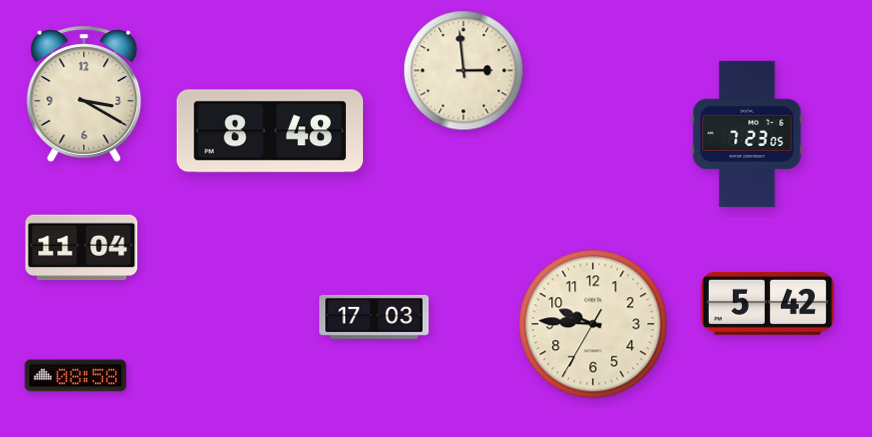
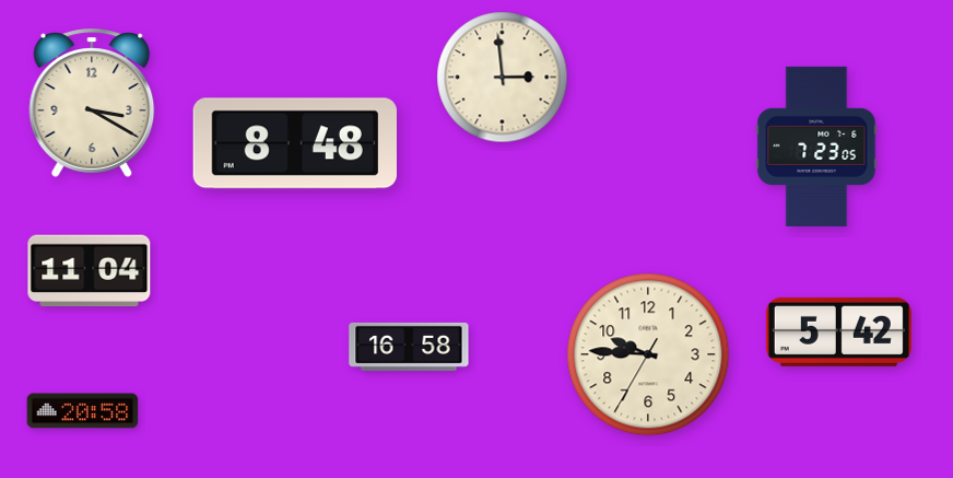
clock at (464, 71) position: (464, 71) -> (503, 78)
clock at (374, 317): 17:03 -> 16:58
clock at (76, 376): 08:58 -> 20:58
